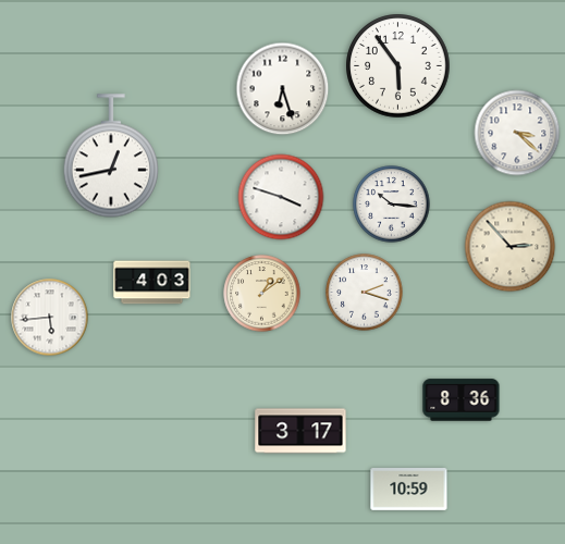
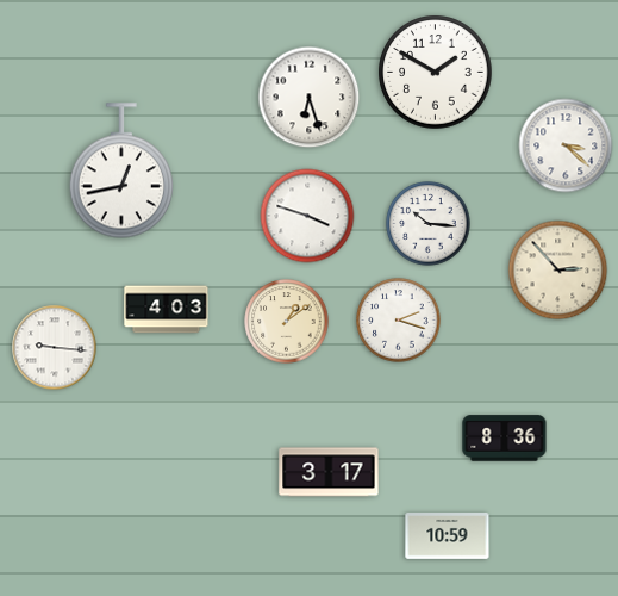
clock at (398, 66): 5:54 -> 1:50
clock at (50, 318): 5:44 -> 9:16
